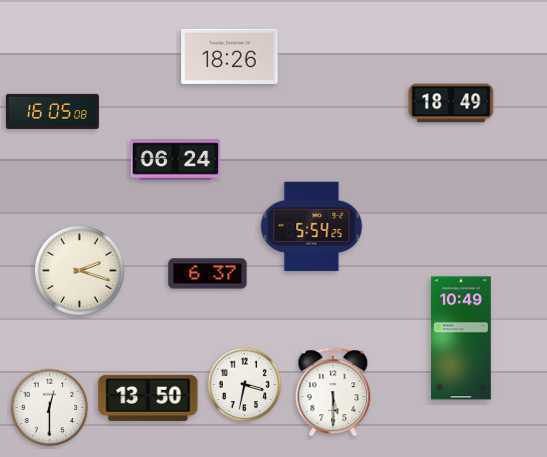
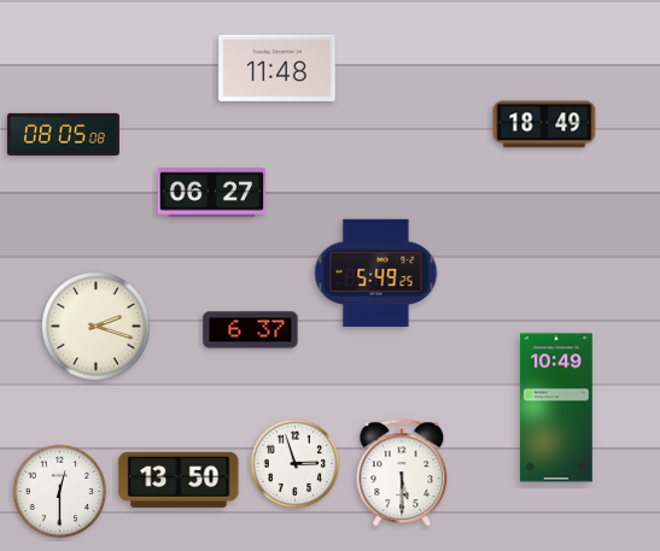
clock at (230, 56): 18:26 -> 11:48
clock at (52, 111): 16:05 -> 08:05
clock at (176, 160): 06:24 -> 06:27
clock at (312, 227): 5:54 -> 5:49
clock at (245, 385): 3:32 -> 2:57
